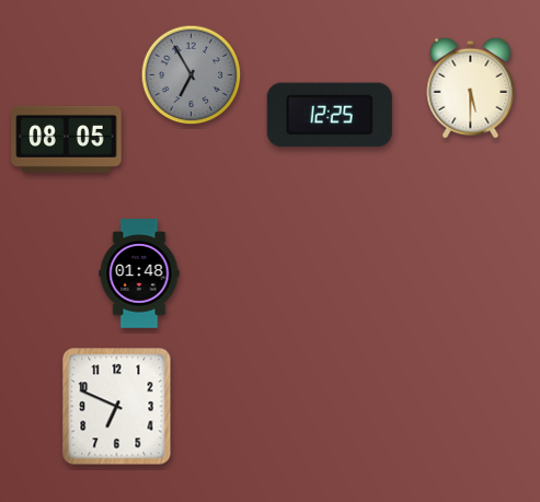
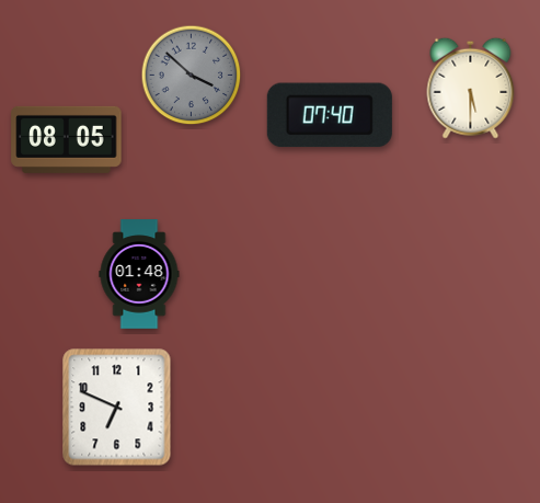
clock at (192, 75): 6:55 -> 3:52
clock at (330, 115): 12:25 -> 07:40
